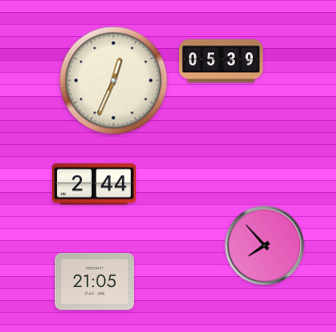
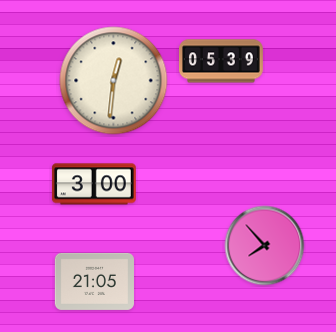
clock at (114, 81): 12:34 -> 12:31
clock at (94, 184): 2:44 -> 3:00
